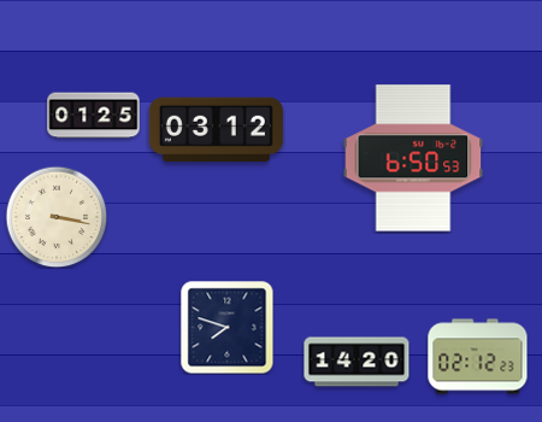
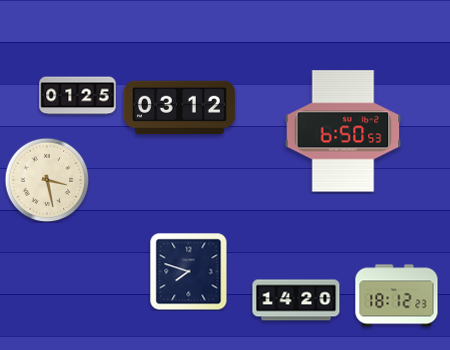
clock at (57, 217): 3:17 -> 3:28
clock at (478, 357): 02:12 -> 18:12
